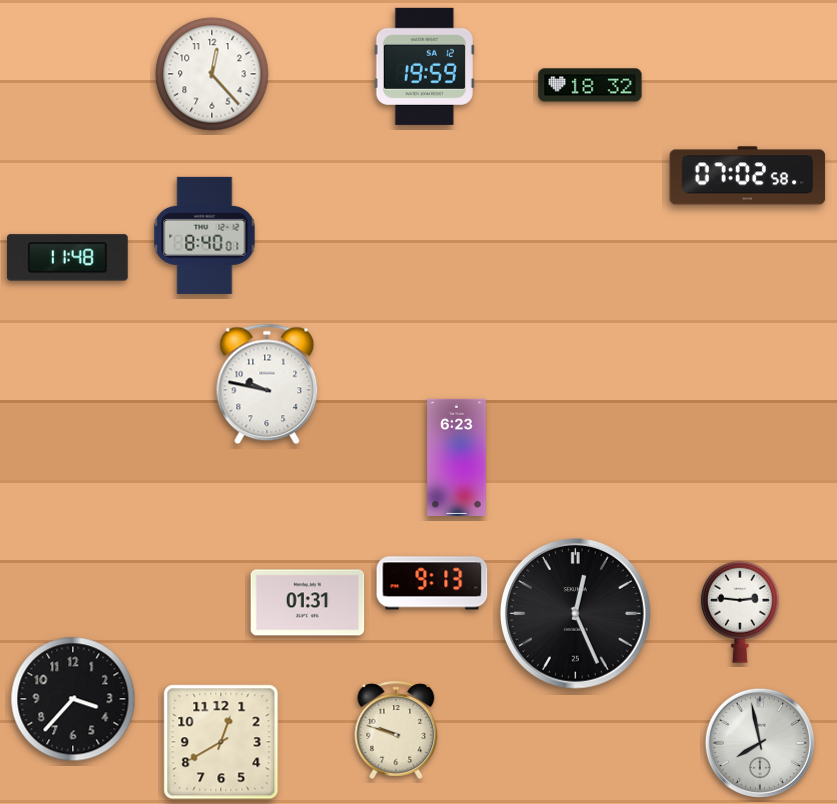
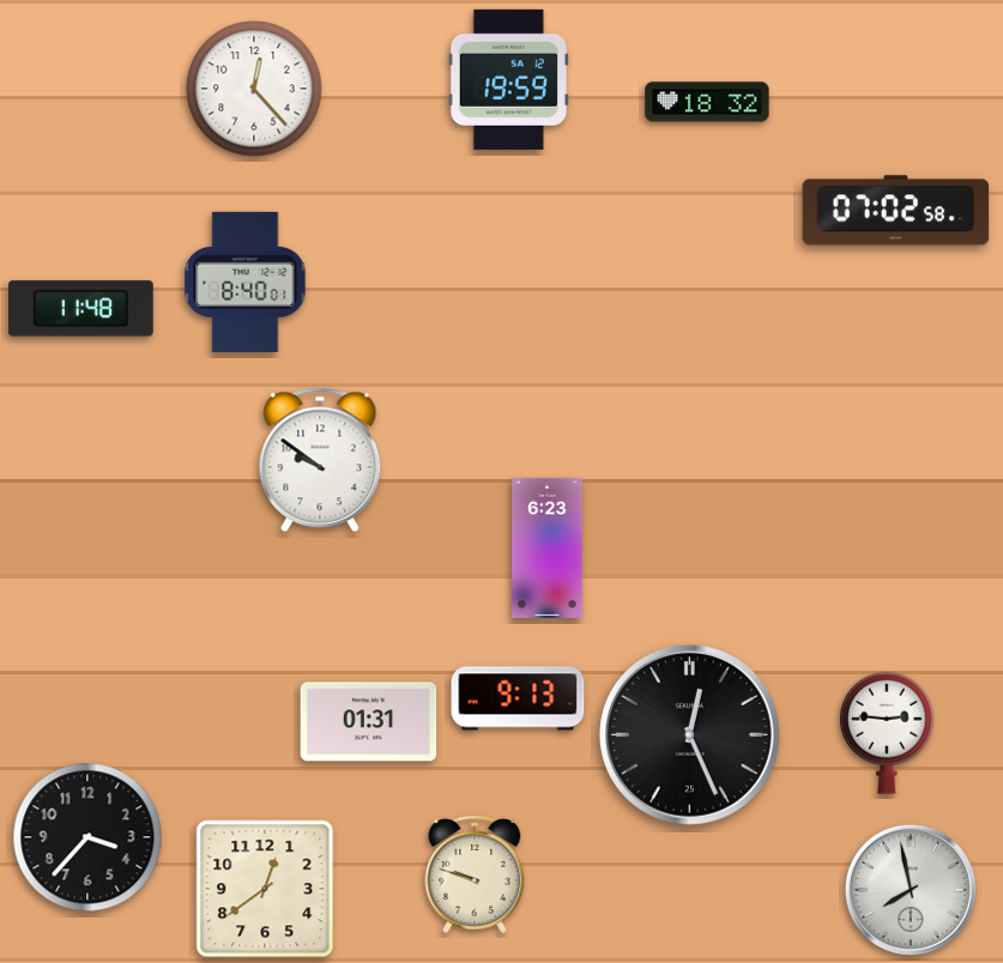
clock at (267, 384): 9:47 -> 9:51
clock at (221, 742): 12:40 -> 12:39
